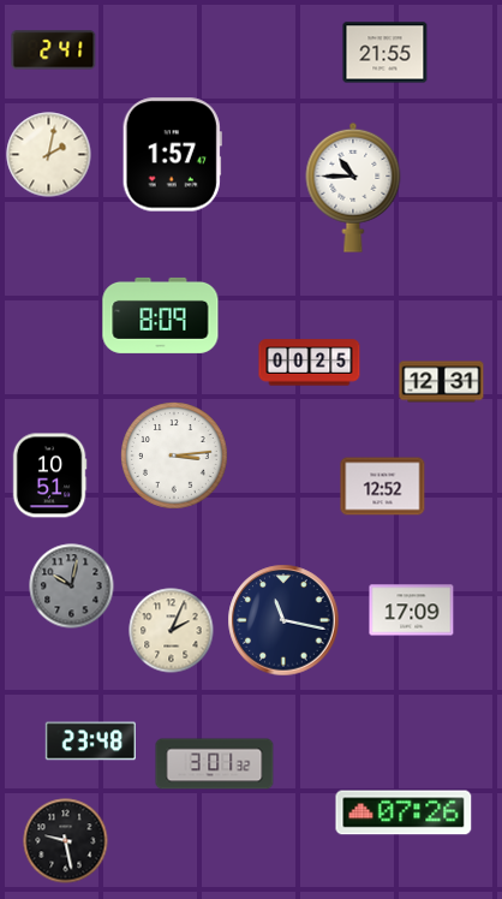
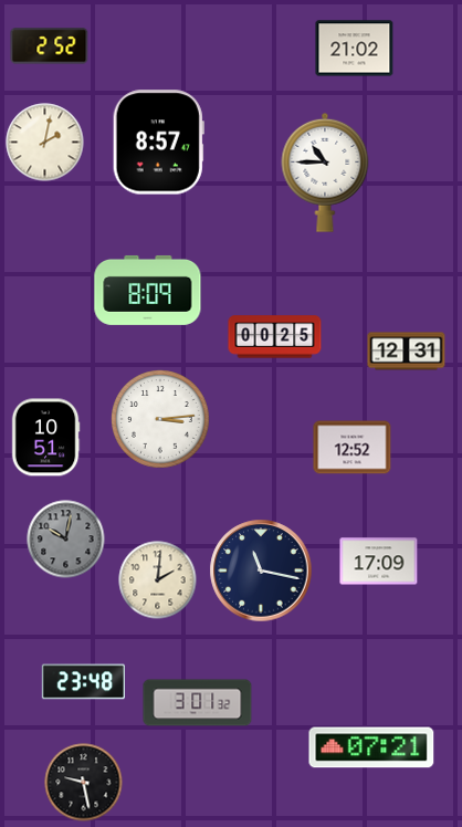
clock at (54, 50): 2:41 -> 2:52
clock at (386, 53): 21:55 -> 21:02
clock at (172, 155): 1:57 -> 8:57
clock at (310, 363) position: (310, 363) -> (275, 337)
clock at (172, 631): 2:04 -> 2:01
clock at (404, 812): 07:26 -> 07:21
clock at (66, 841) position: (66, 841) -> (84, 783)
